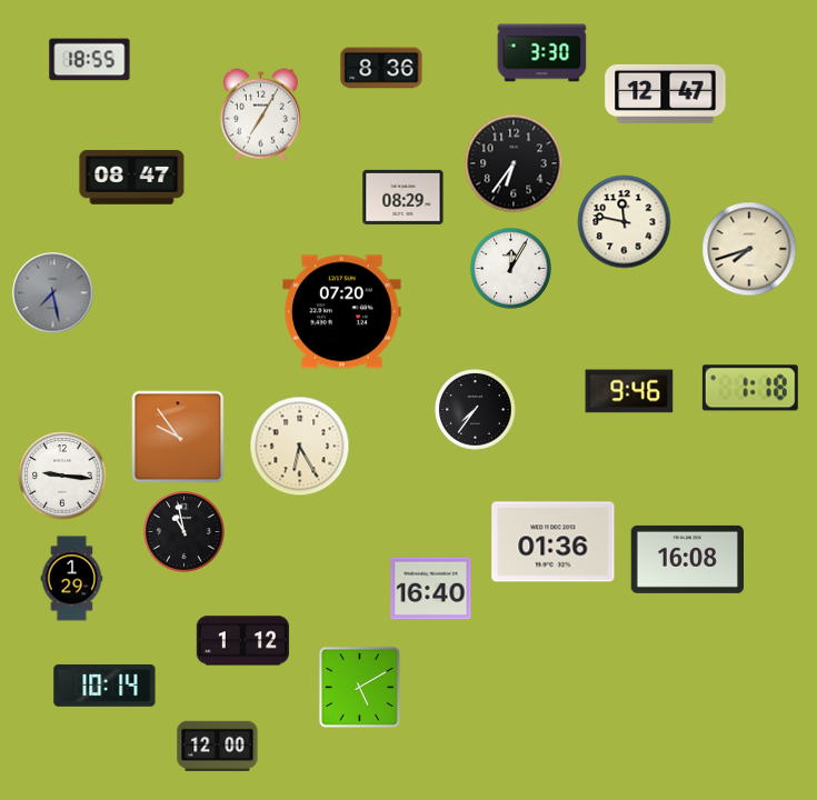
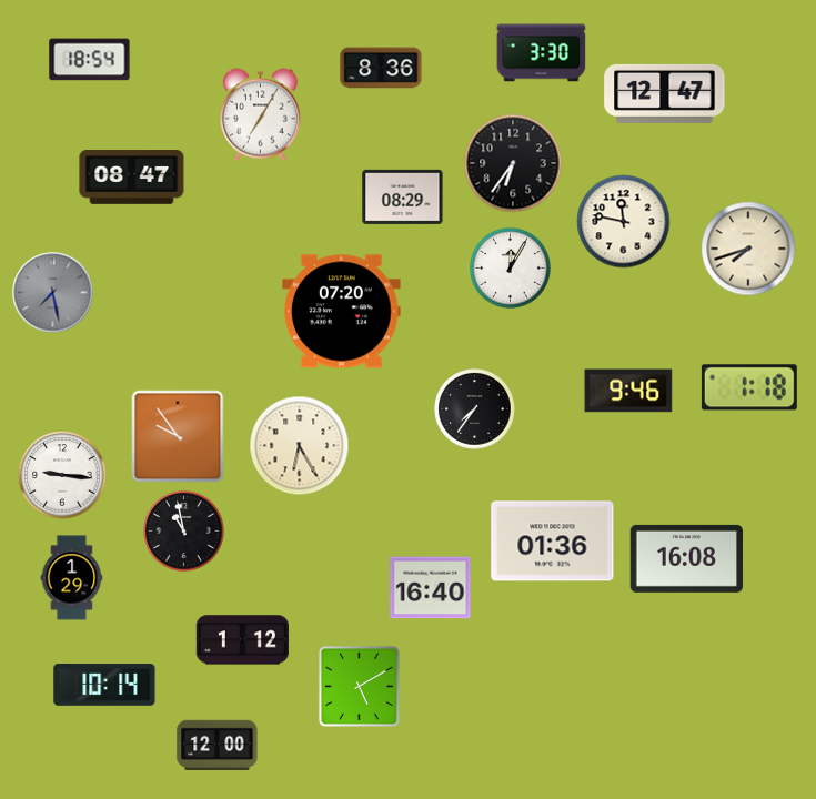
clock at (90, 60): 18:55 -> 18:54
